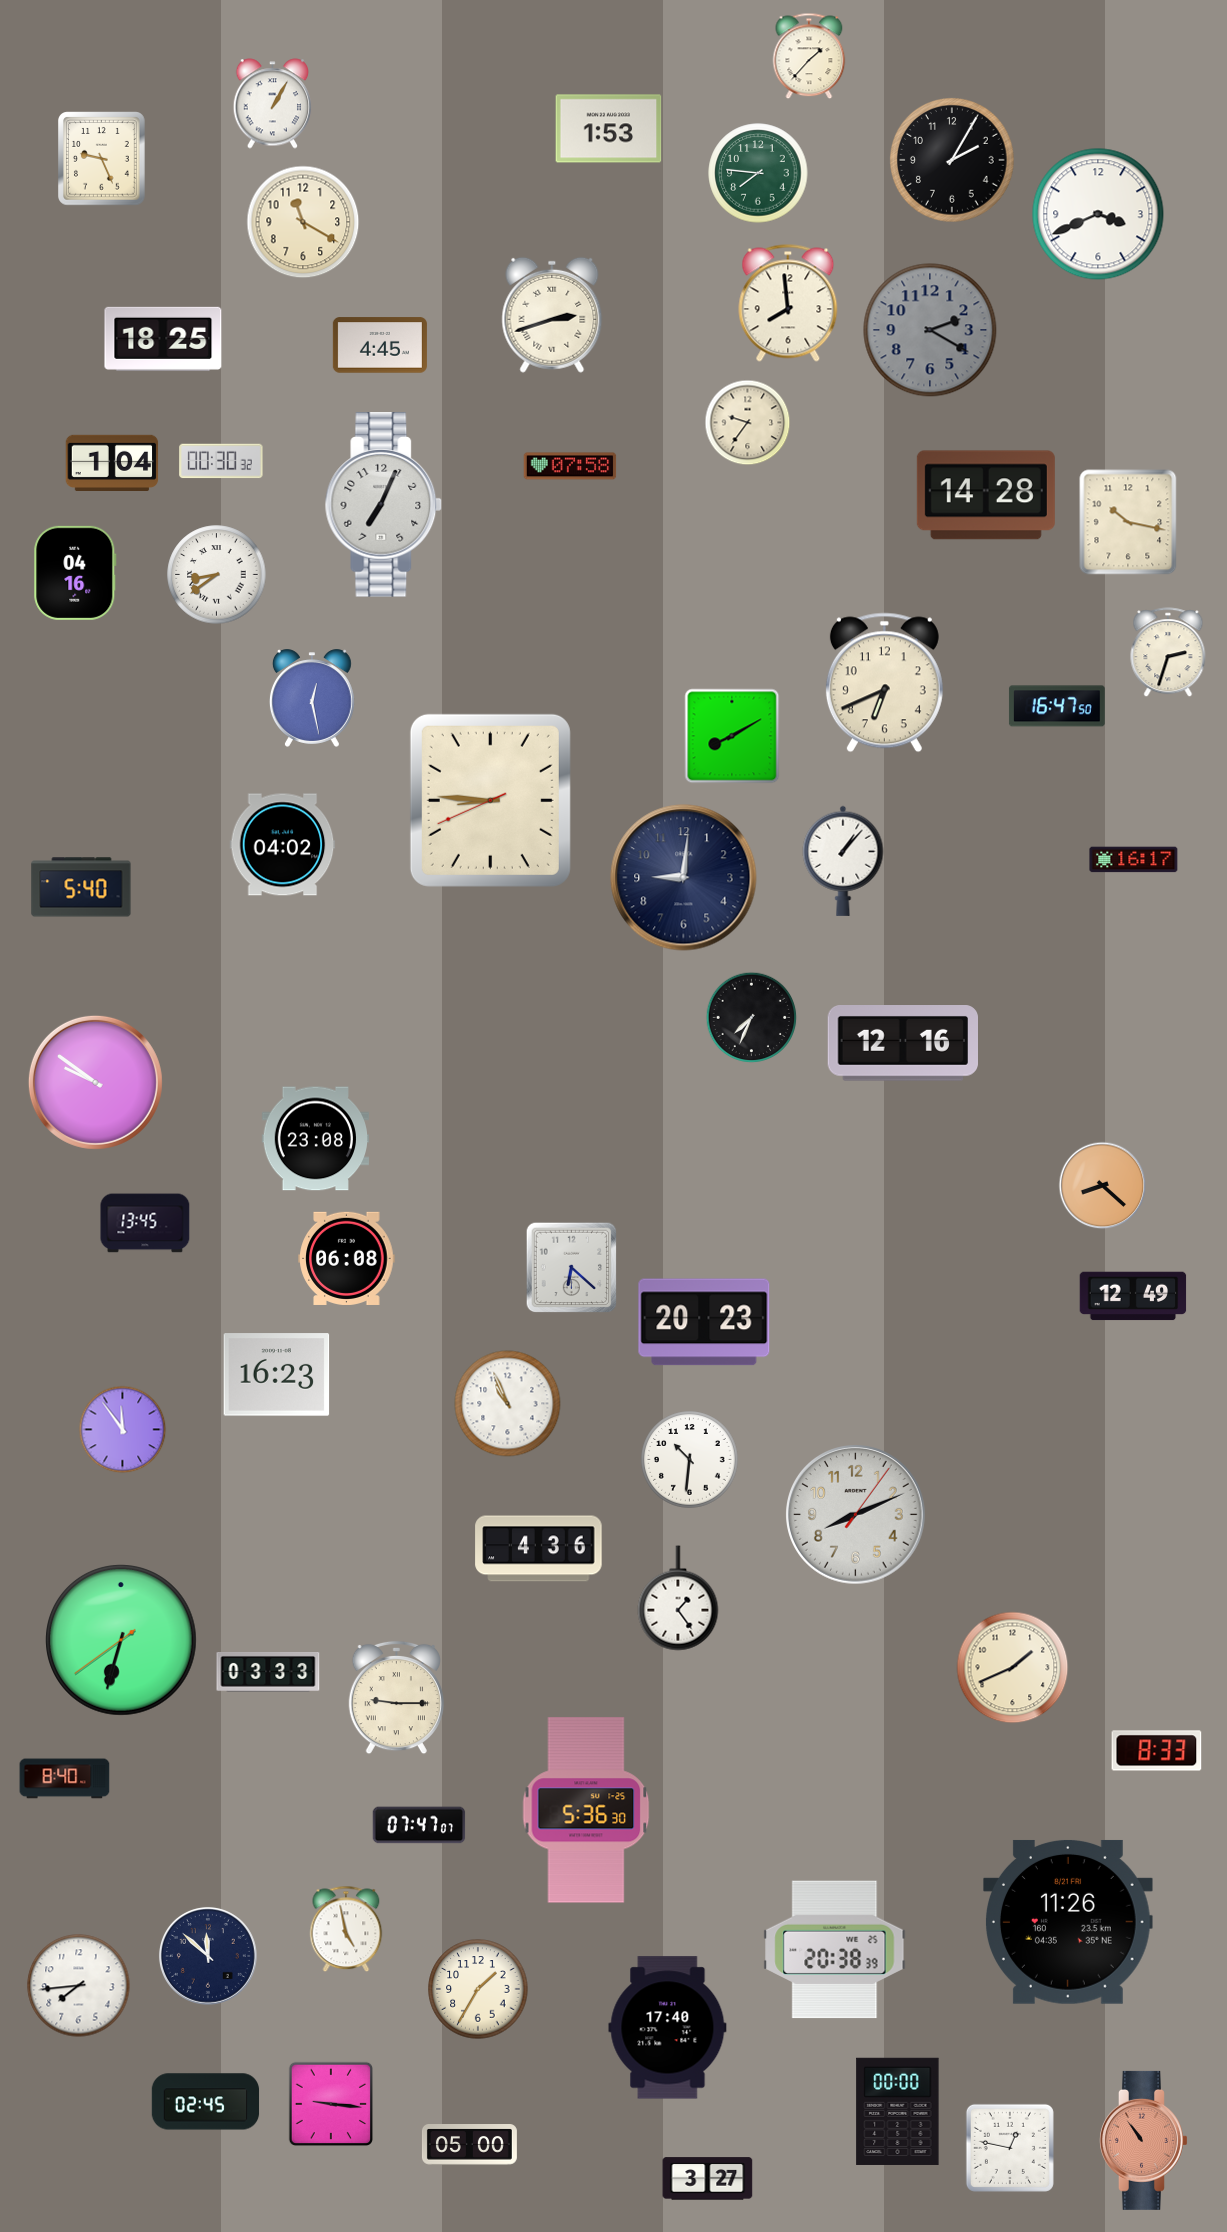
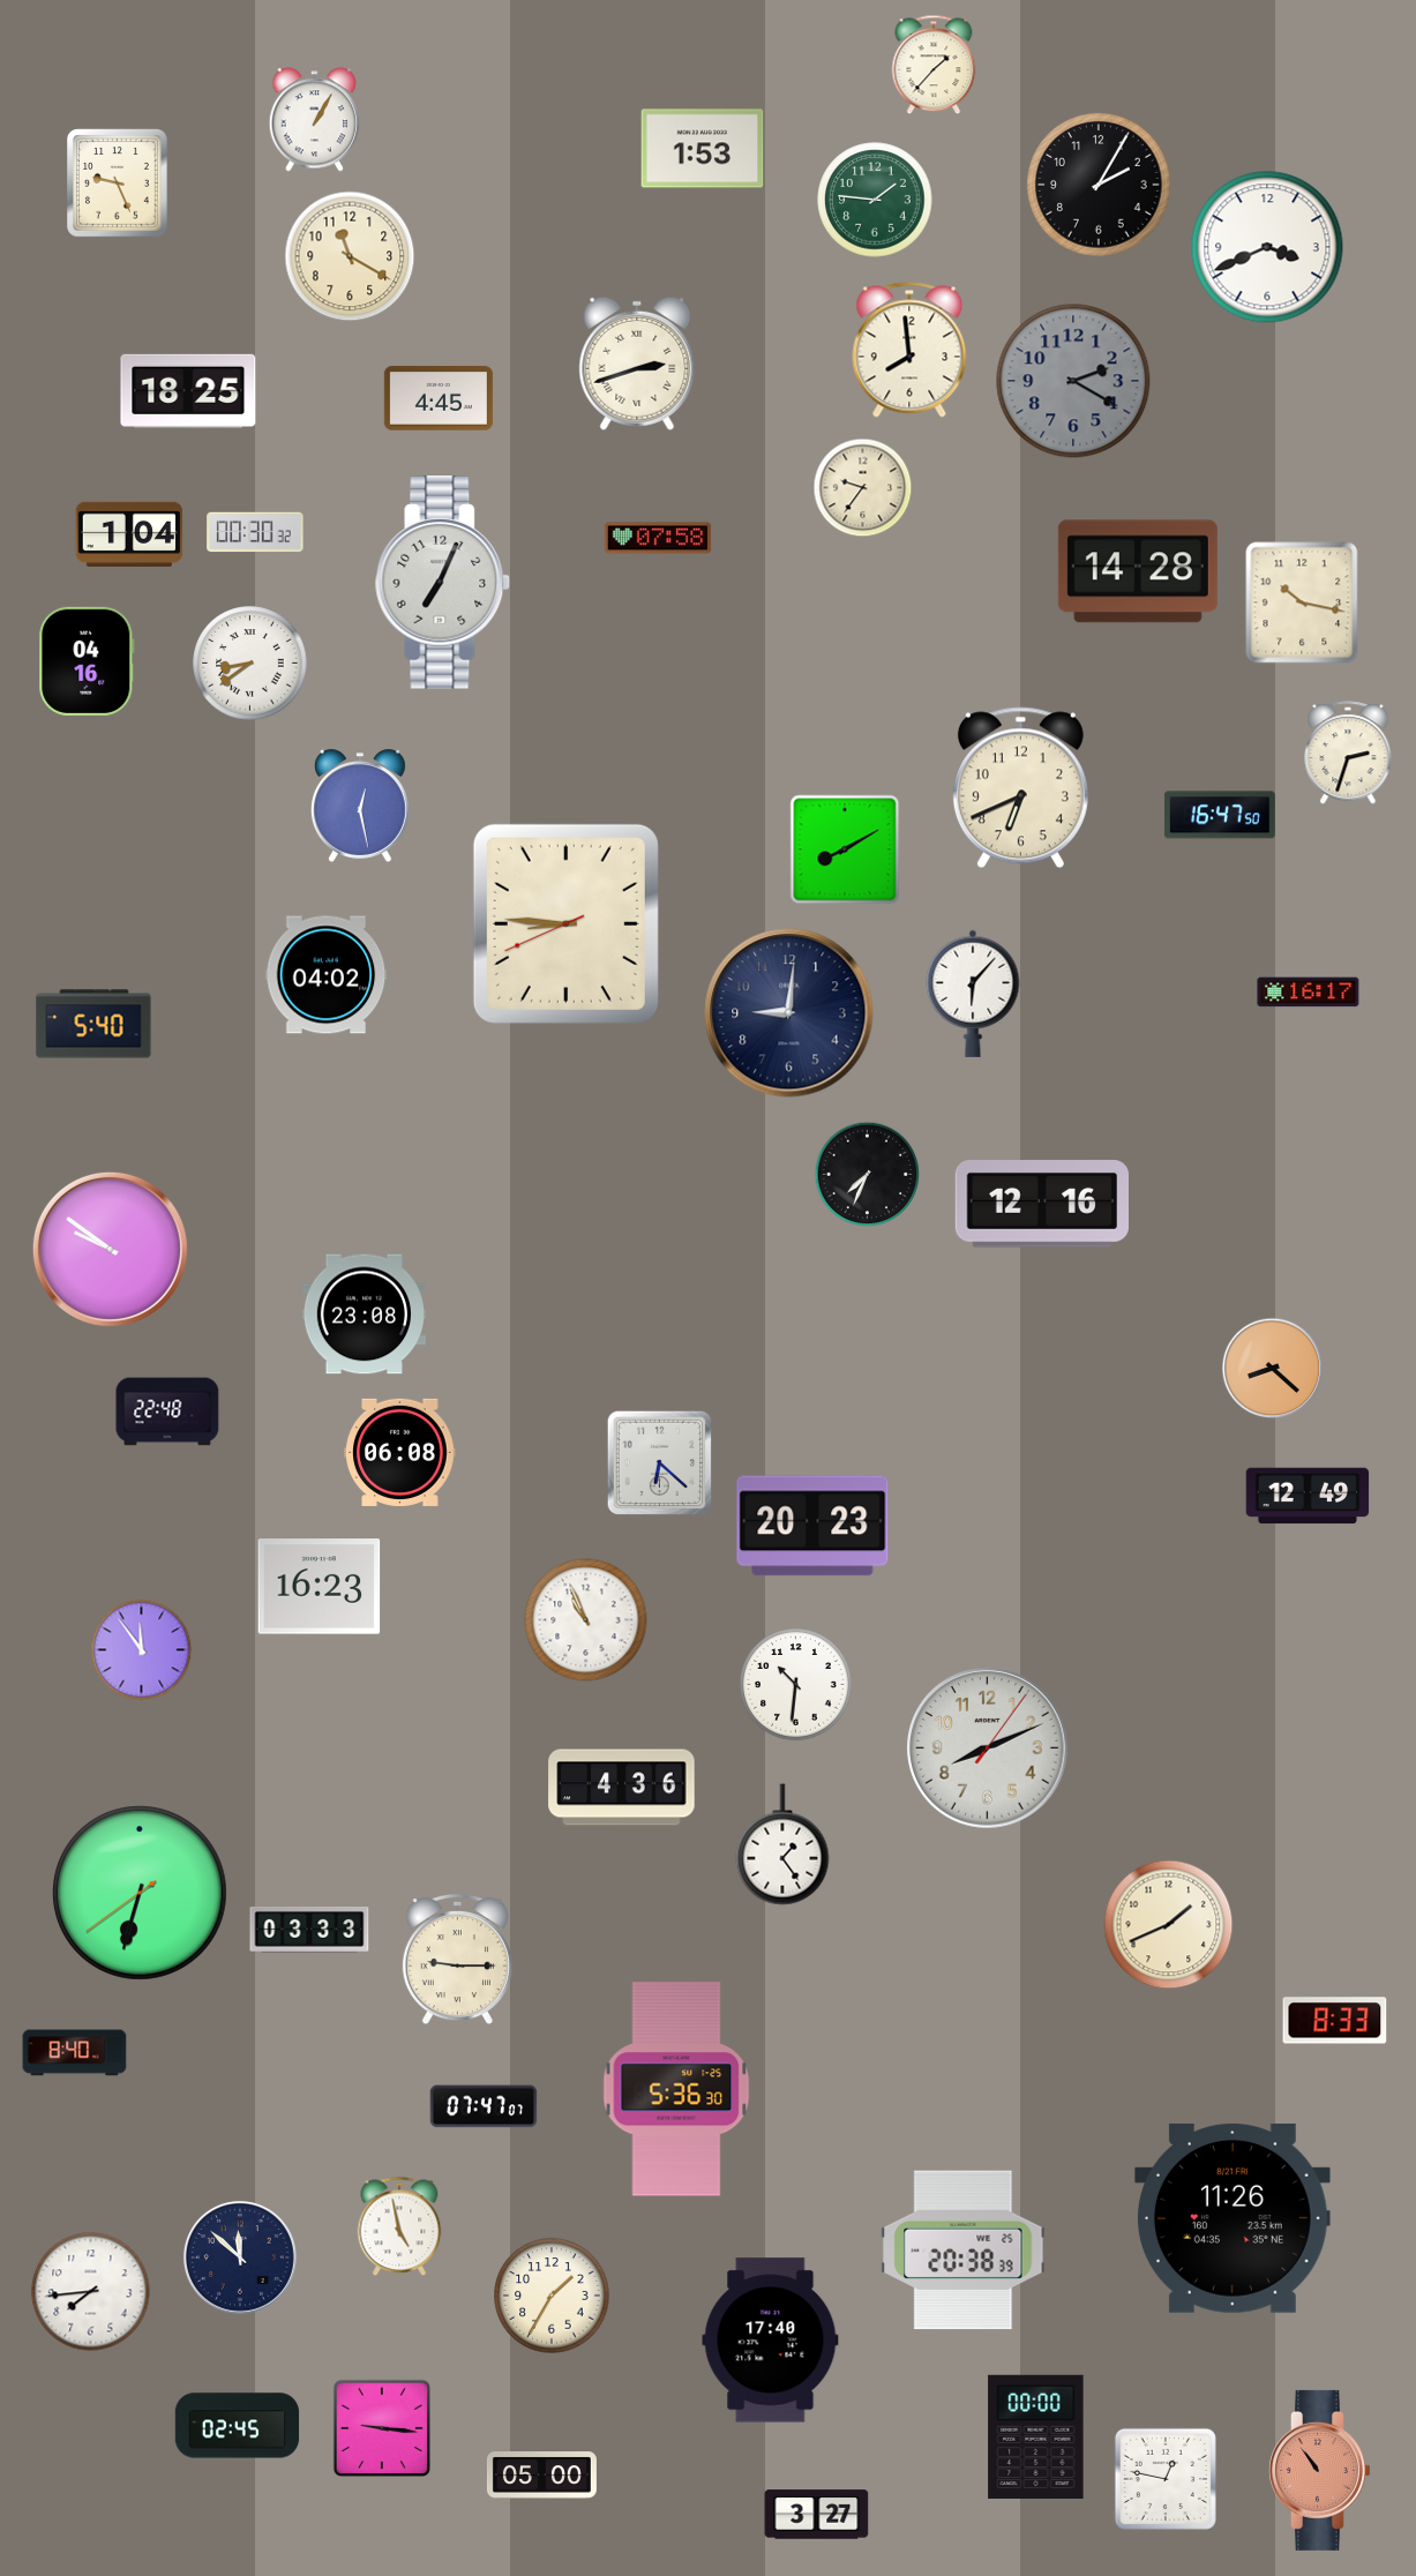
clock at (758, 173): 7:46 -> 1:46
clock at (843, 861): 1:07 -> 6:07
clock at (145, 1223): 13:45 -> 22:48
